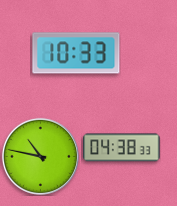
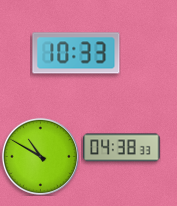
clock at (40, 156): 10:47 -> 10:50
